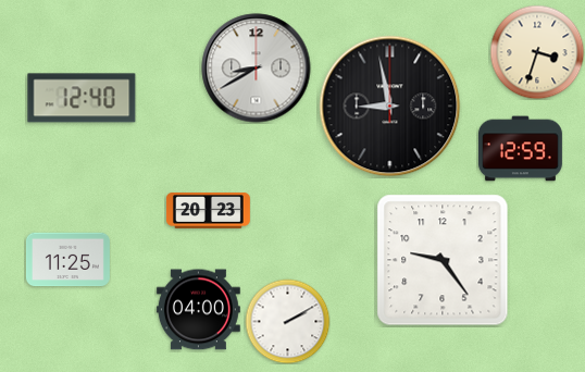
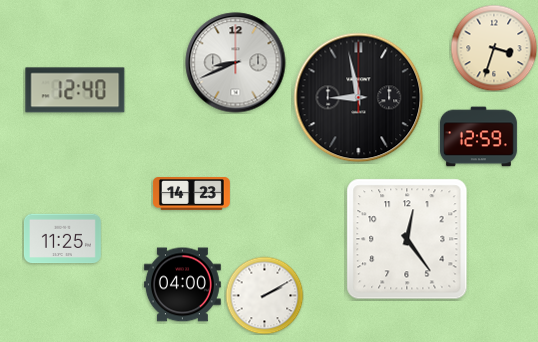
clock at (257, 69): 8:40 -> 8:41
clock at (208, 211): 20:23 -> 14:23
clock at (443, 260): 9:24 -> 12:24
